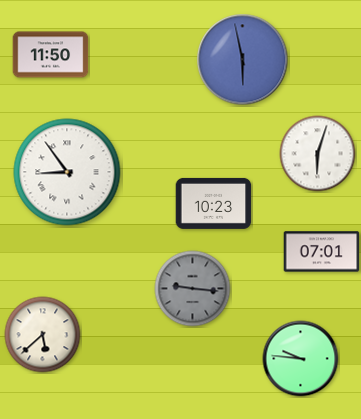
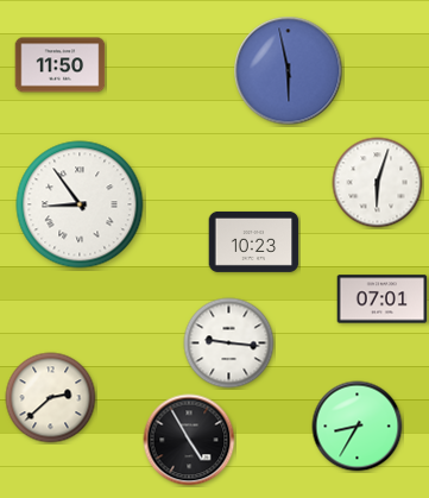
clock at (193, 289) dial: grey -> white
clock at (43, 335): 5:38 -> 2:38
clock at (301, 359): 9:46 -> 8:35
clock at (189, 440): none -> 4:55
